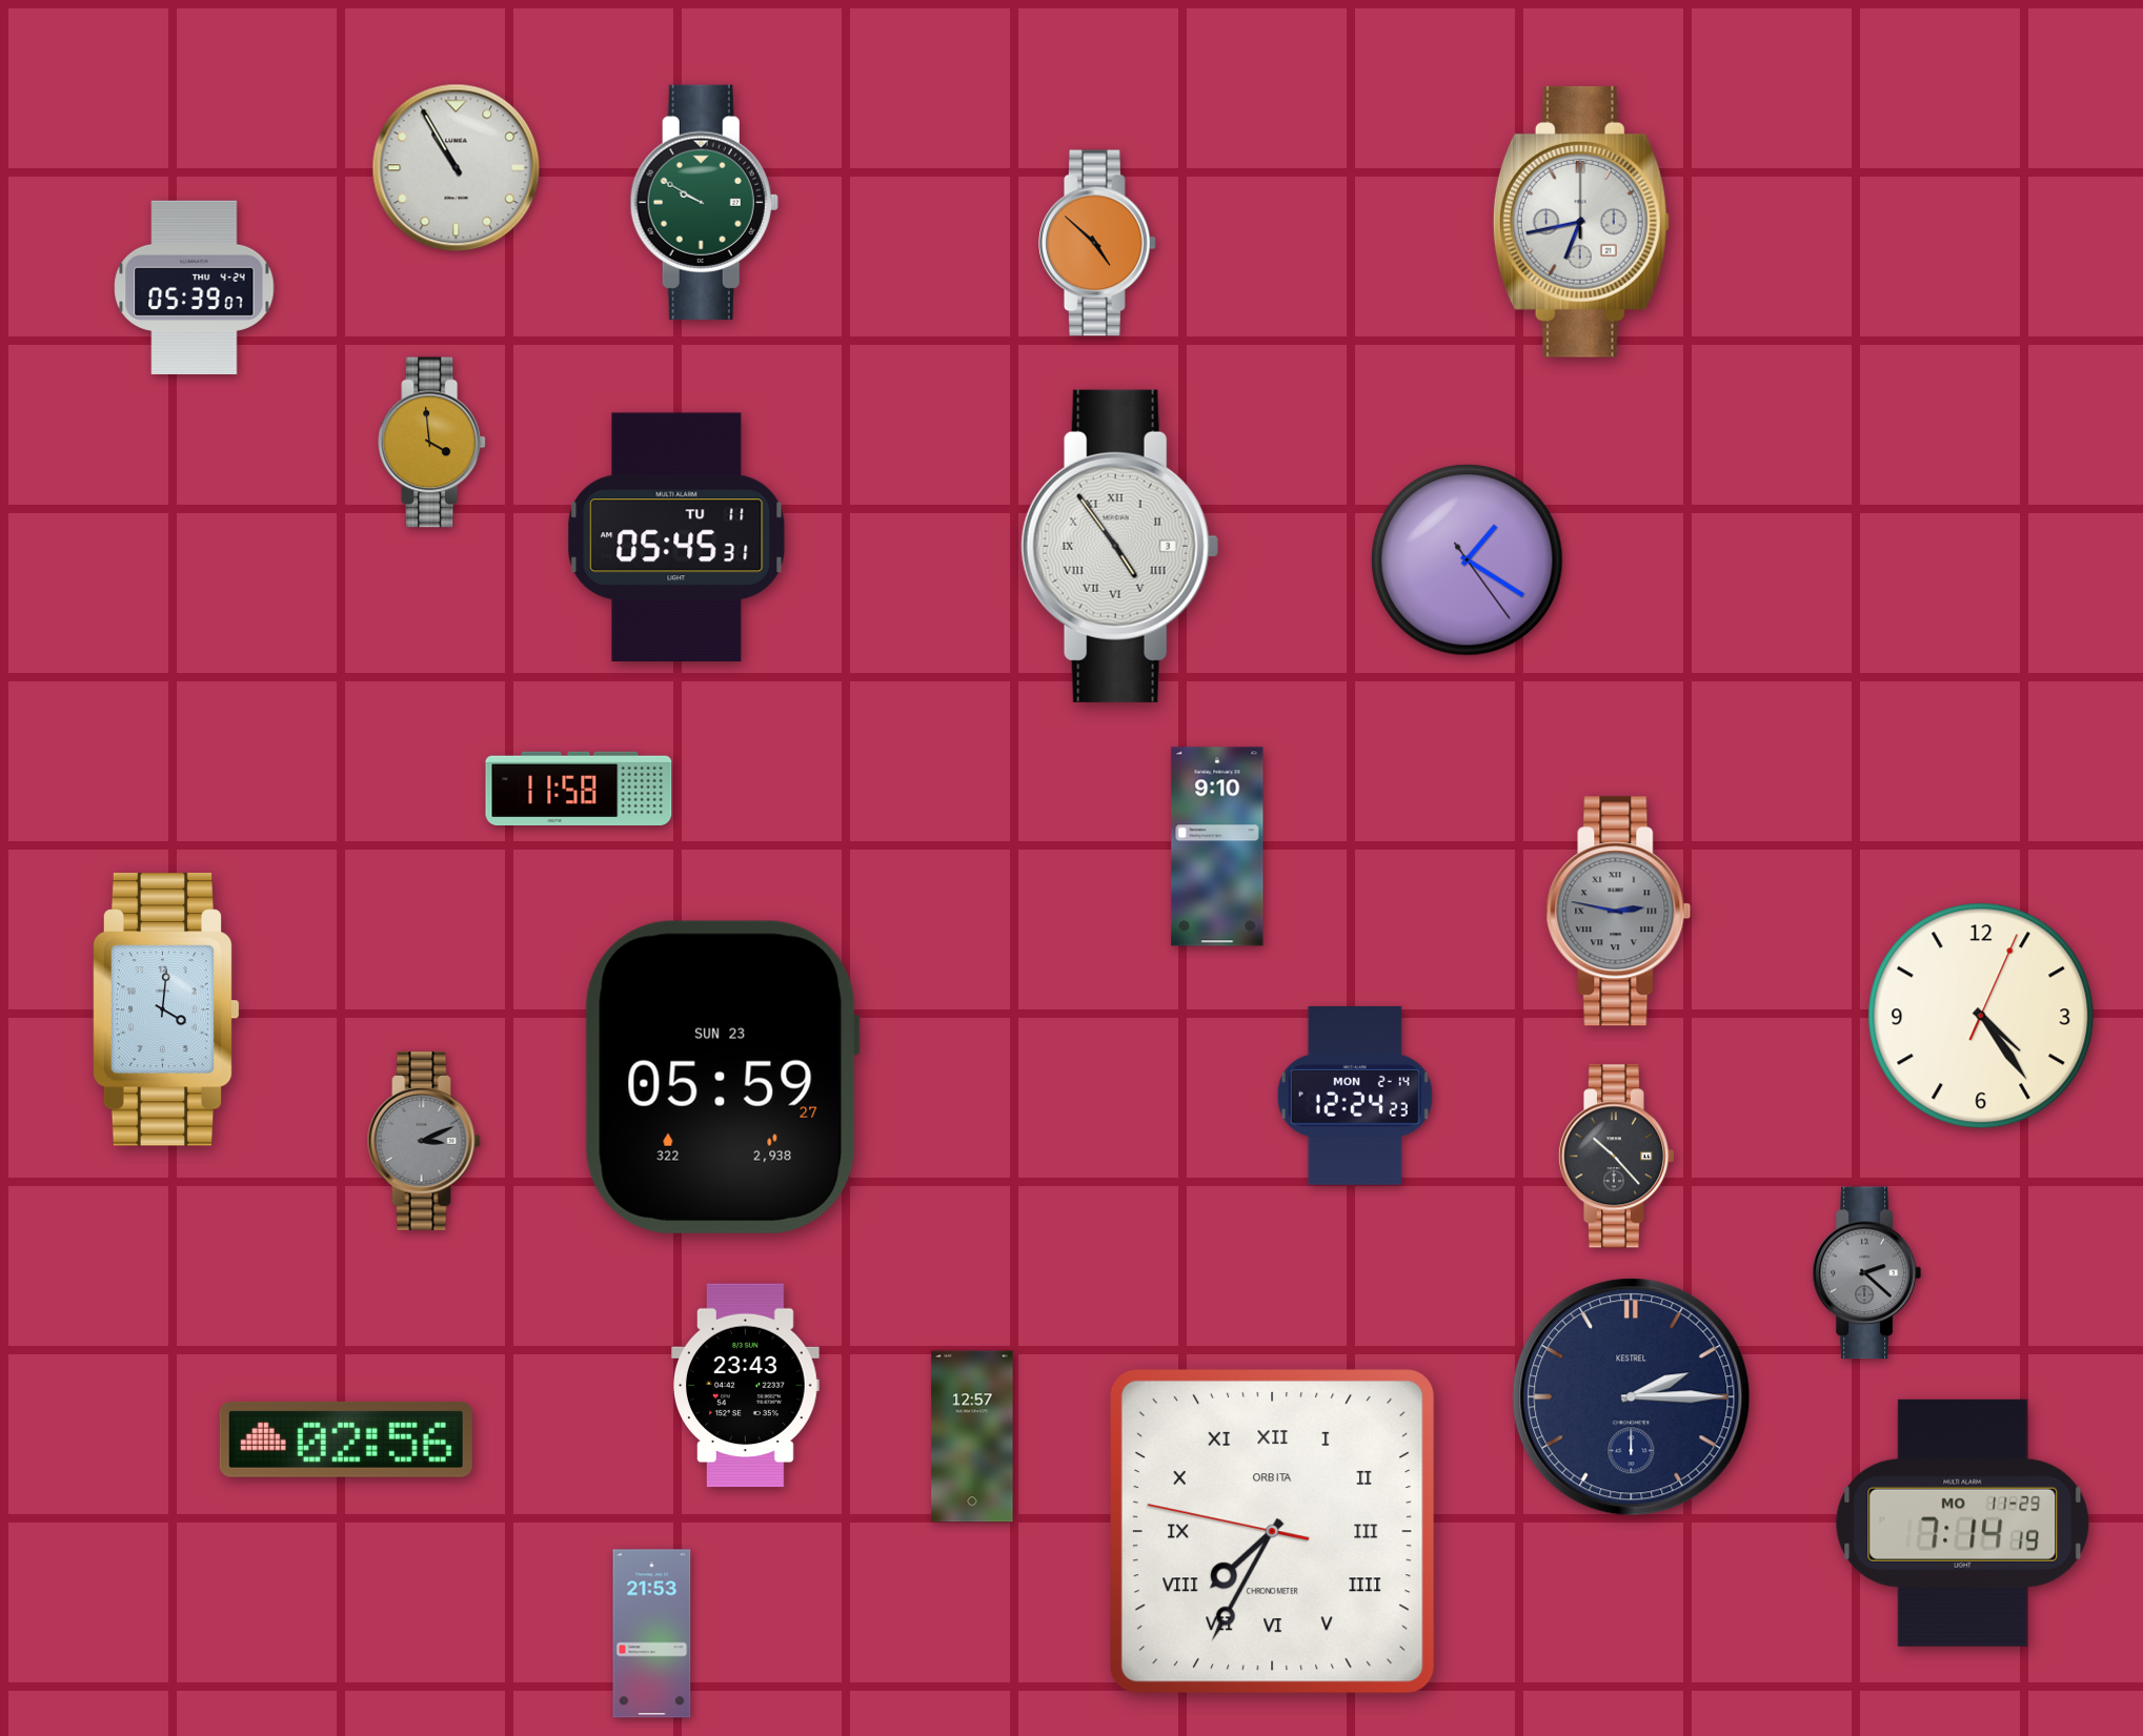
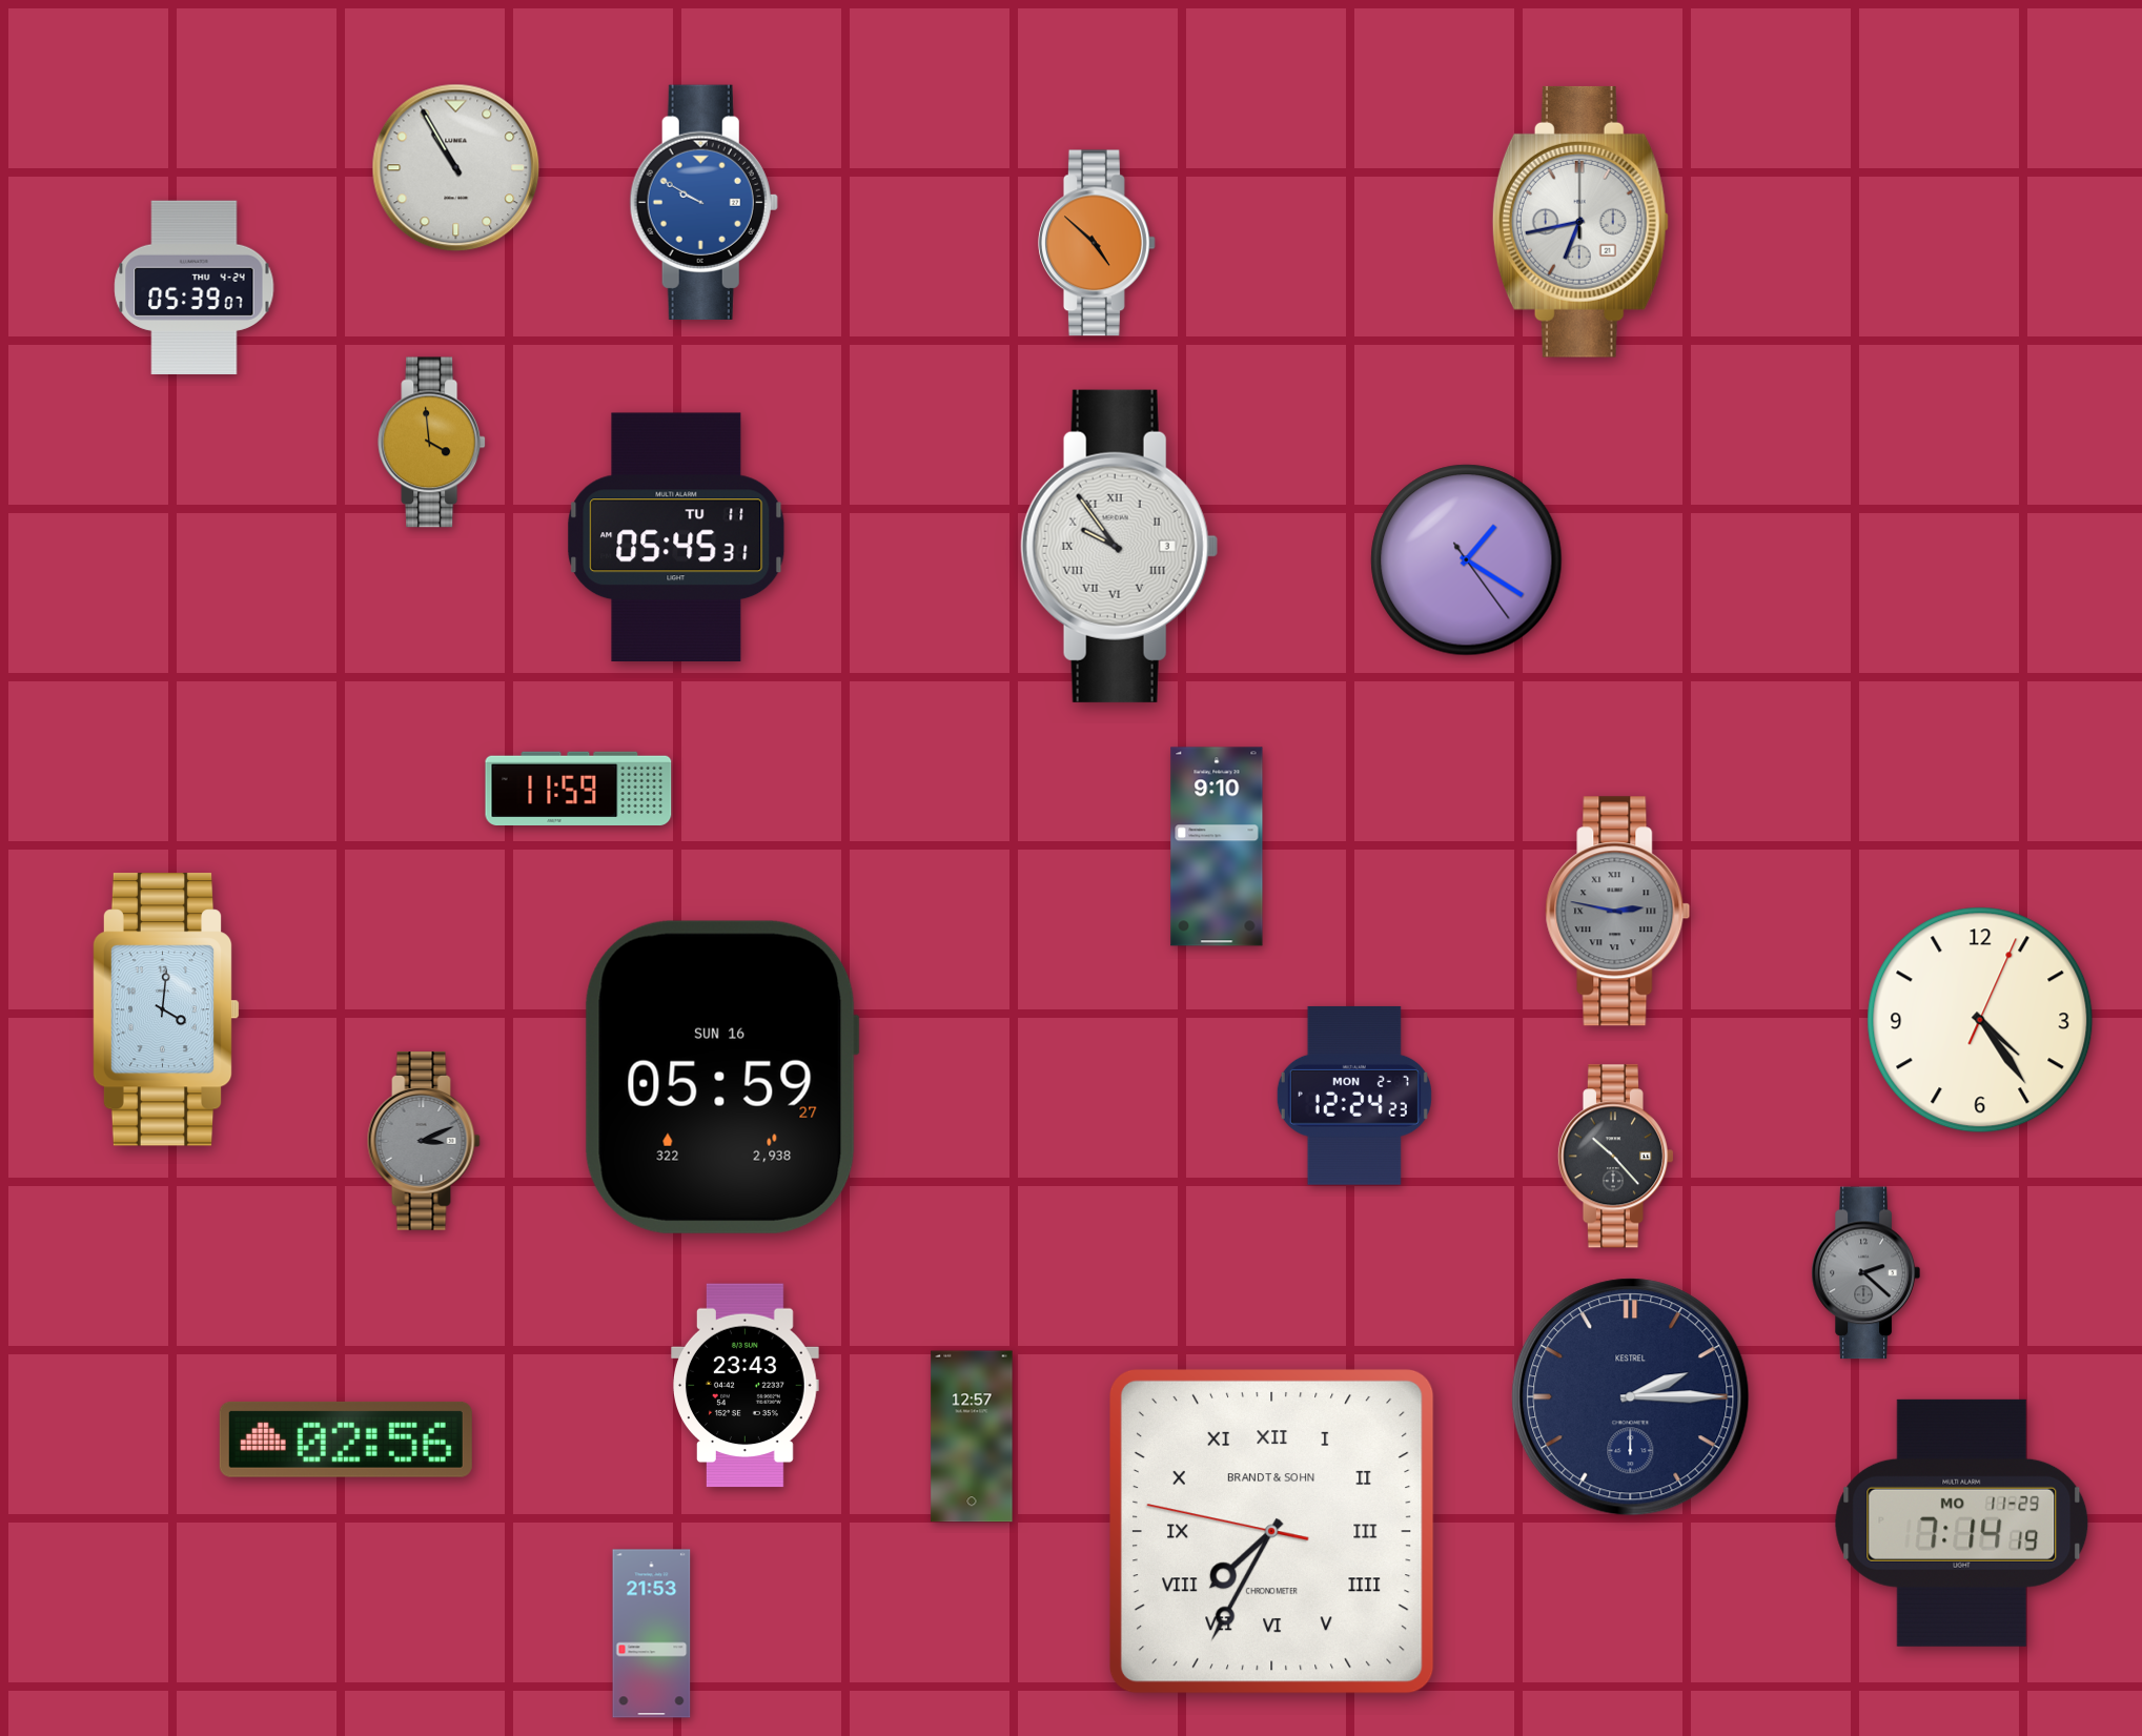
clock at (704, 202) dial: green -> blue
clock at (1119, 546): 4:54 -> 9:54
clock at (579, 788): 11:58 -> 11:59
clock at (1981, 1016) position: (1981, 1016) -> (1980, 1020)
clock at (722, 1077) date: SUN 23 -> SUN 16
clock at (1355, 1096) date: MON 2-14 -> MON 2-7
clock at (1272, 1531) brand: ORBITA -> BRANDT & SOHN
